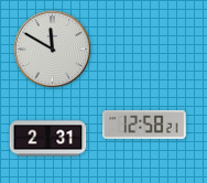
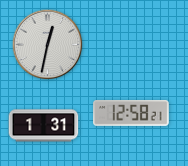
clock at (53, 50): 11:50 -> 12:32
clock at (48, 139): 2:31 -> 1:31
